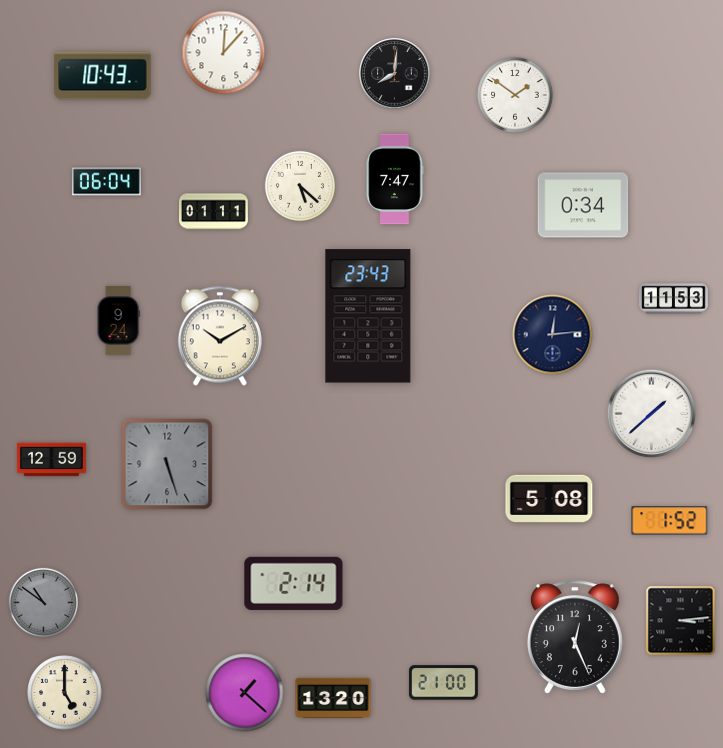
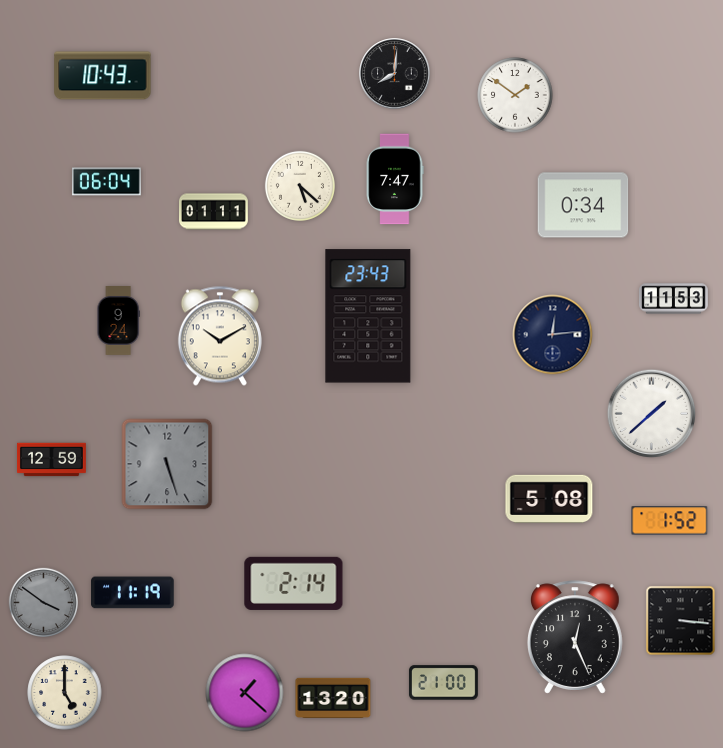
clock at (224, 53): 12:07 -> none
clock at (133, 593): none -> 11:19
clock at (43, 602): 10:51 -> 3:51
clock at (681, 621): 3:14 -> 3:16
